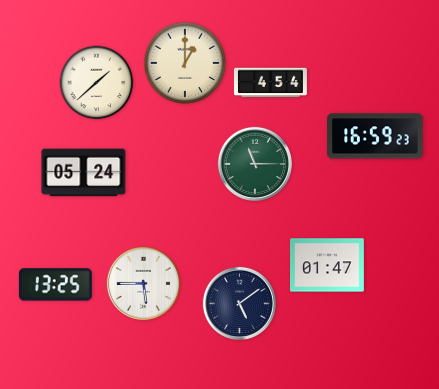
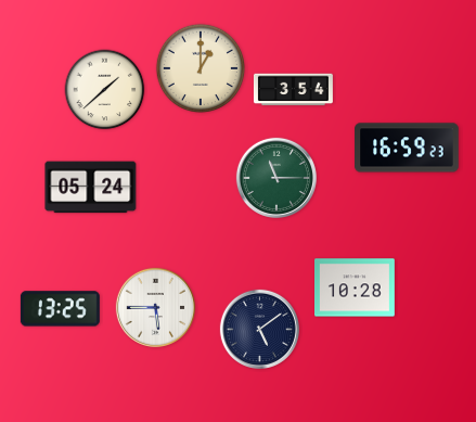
clock at (270, 83): 4:54 -> 3:54
clock at (328, 265): 01:47 -> 10:28
